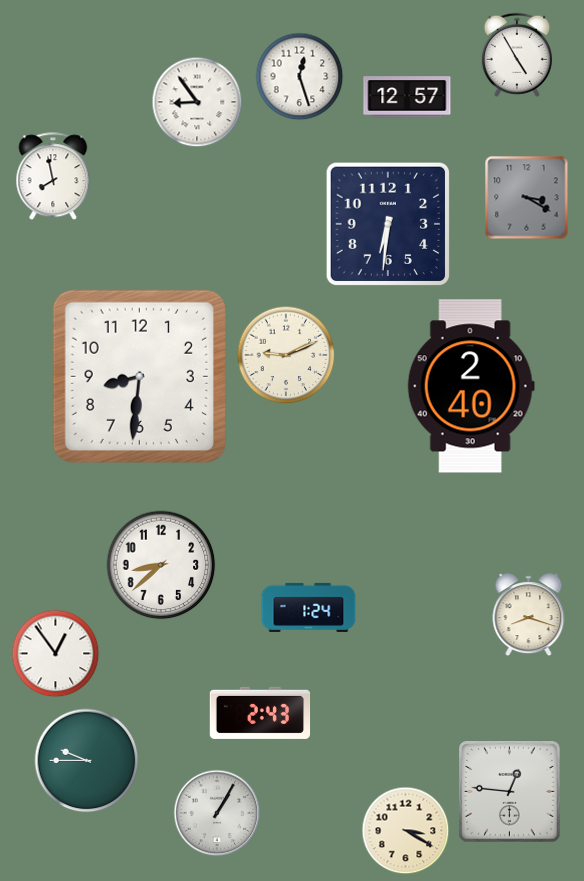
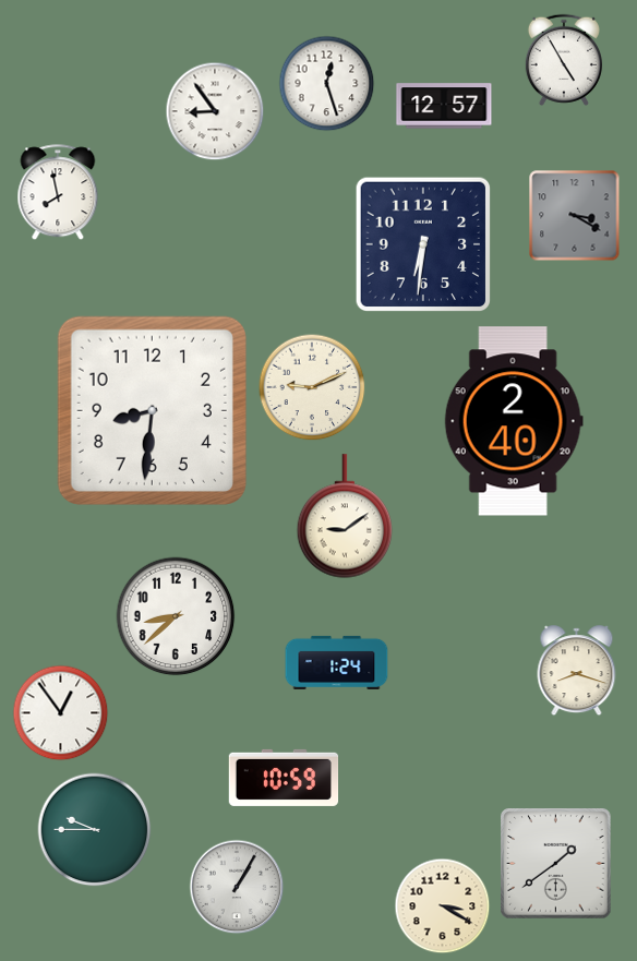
clock at (345, 516): none -> 9:09
clock at (260, 713): 2:43 -> 10:59
clock at (510, 792): 12:46 -> 1:39
